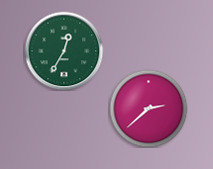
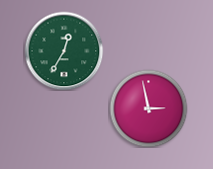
clock at (148, 108): 2:38 -> 2:58
